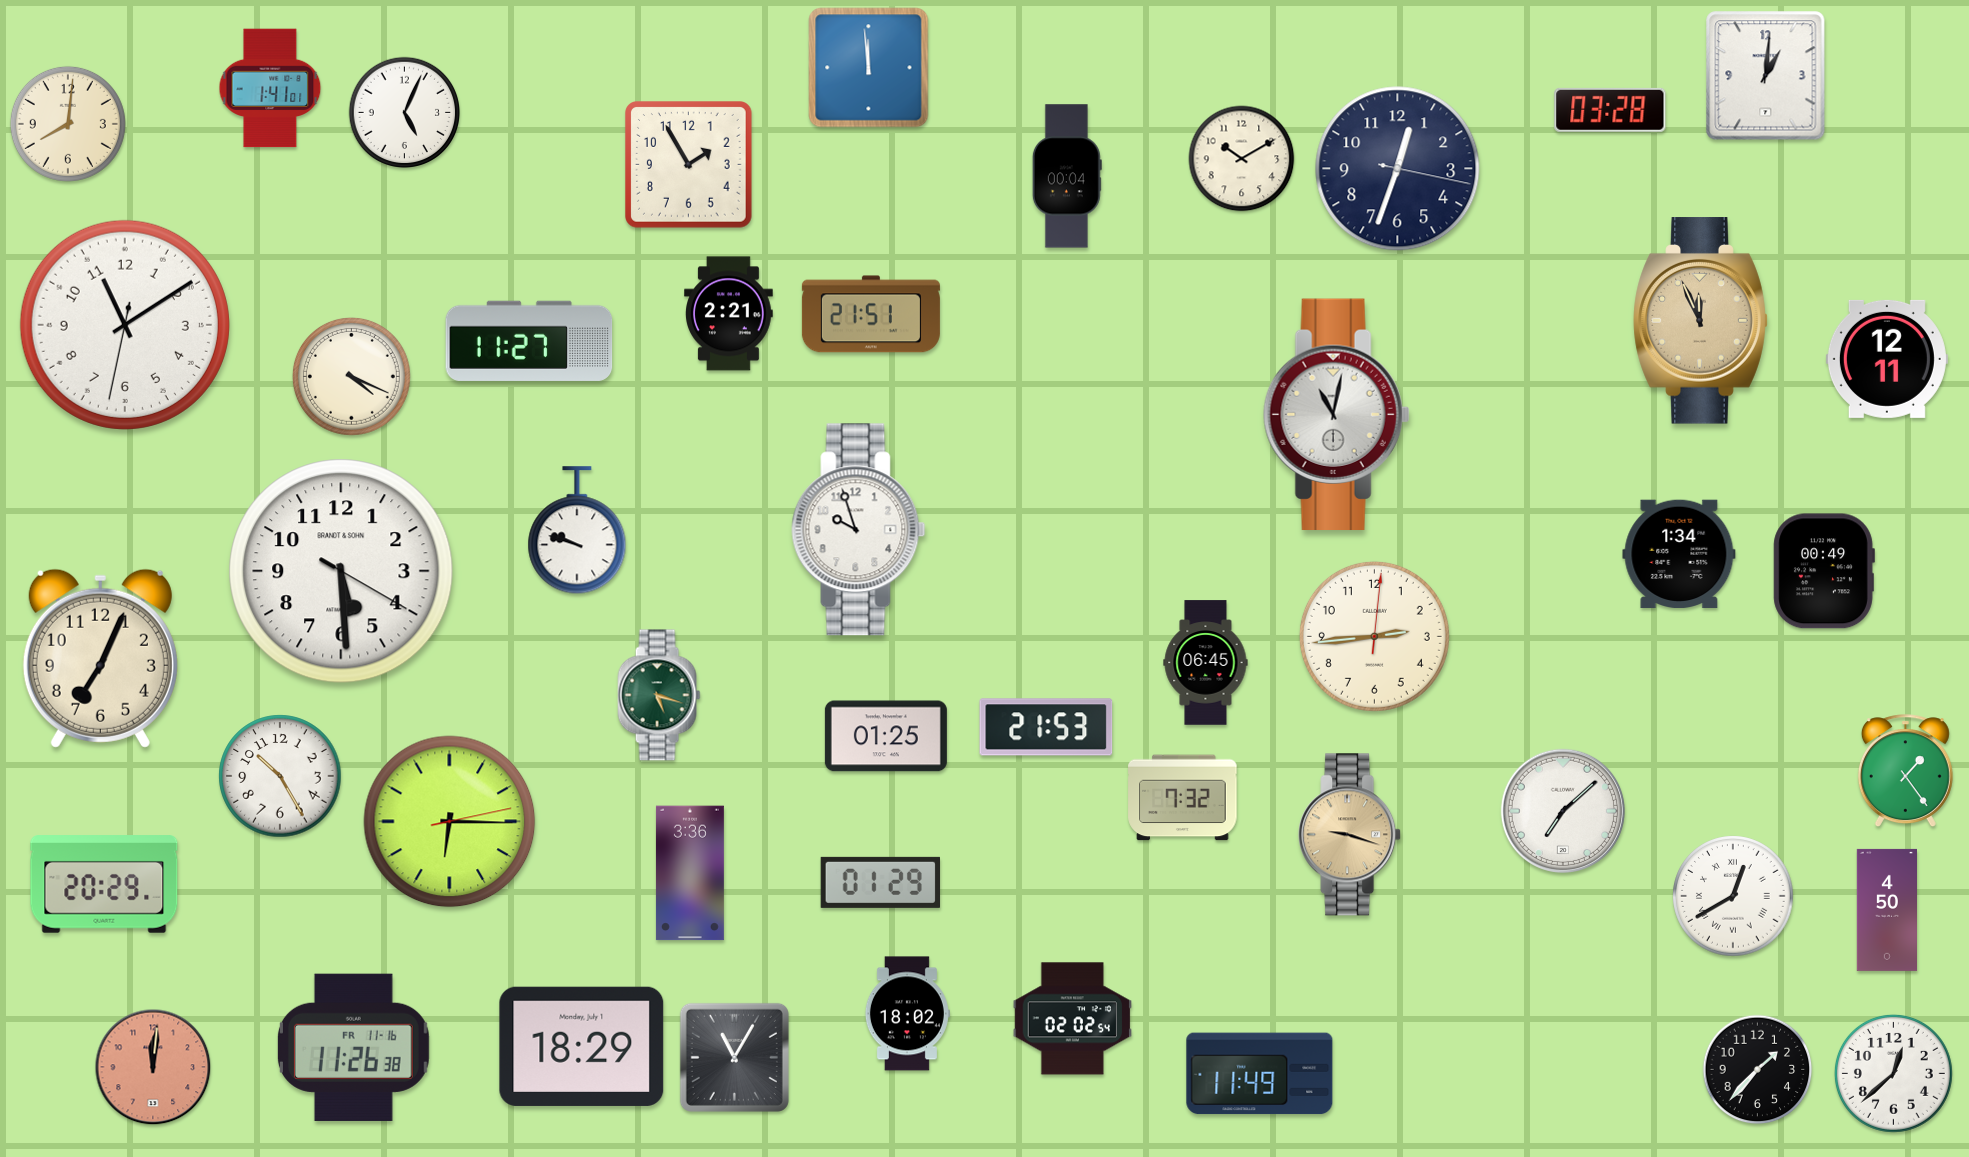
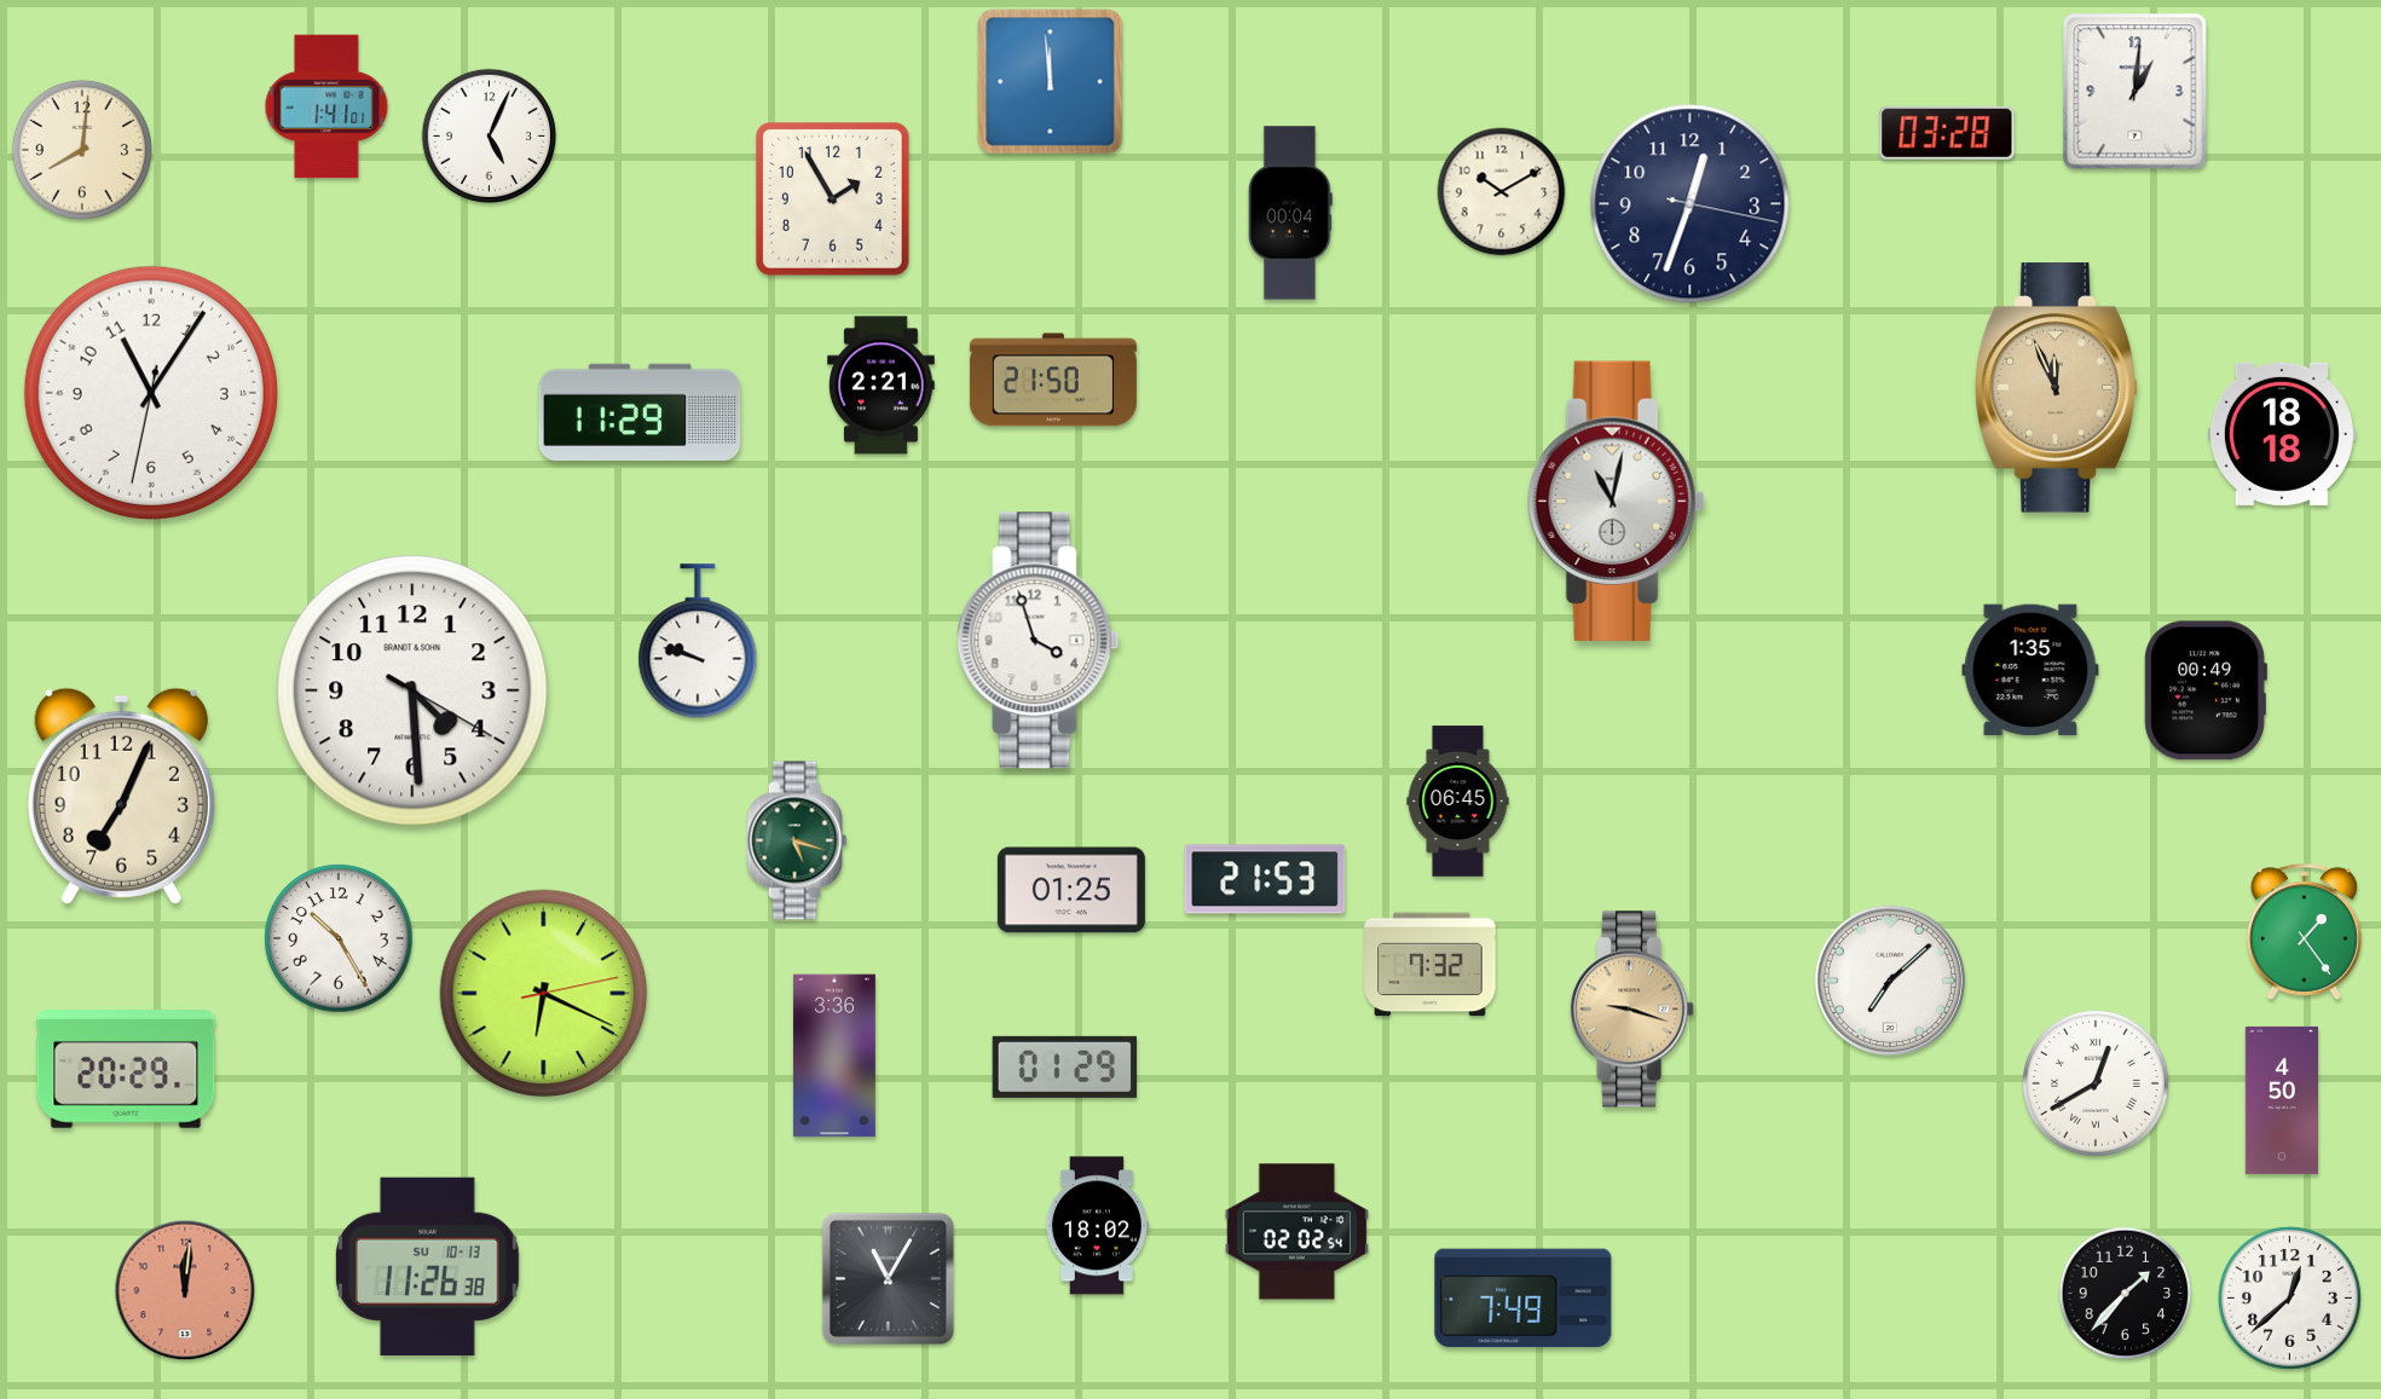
clock at (729, 314) position: (729, 314) -> (882, 386)
clock at (871, 314): 21:51 -> 21:50
clock at (125, 325): 11:09 -> 11:05
clock at (529, 341): 11:27 -> 11:29
clock at (1887, 359): 12:11 -> 18:18
clock at (351, 376): 4:19 -> none
clock at (859, 530): 9:57 -> 3:57
clock at (1679, 554): 1:34 -> 1:35
clock at (341, 571): 5:29 -> 4:29
clock at (1374, 636): 2:44 -> none
clock at (450, 822): 6:15 -> 6:19
clock at (582, 1046): 18:29 -> none
clock at (353, 1047) date: FR 11-16 -> SU 10-13
clock at (1260, 1074): 11:49 -> 7:49
